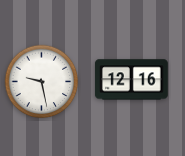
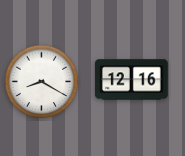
clock at (42, 82): 9:28 -> 8:20
